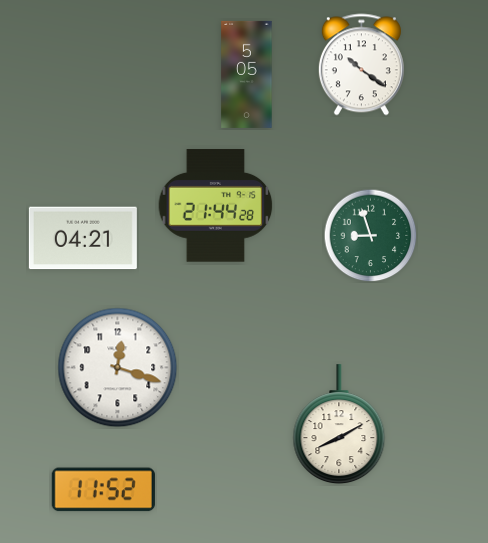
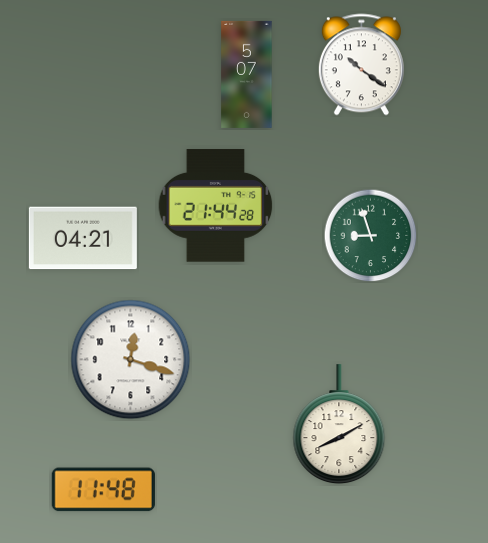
clock at (247, 74): 5:05 -> 5:07
clock at (118, 368) position: (118, 368) -> (131, 360)
clock at (103, 490): 11:52 -> 11:48
